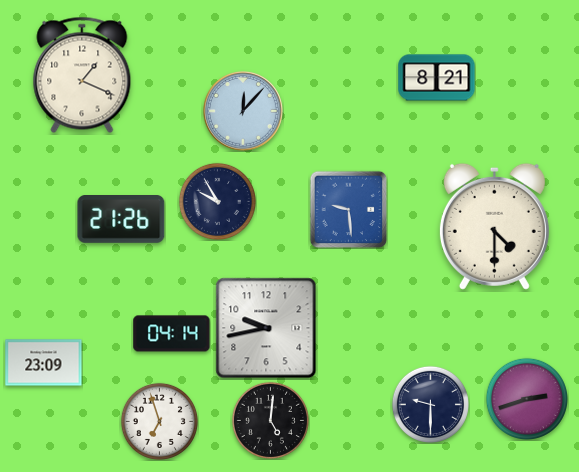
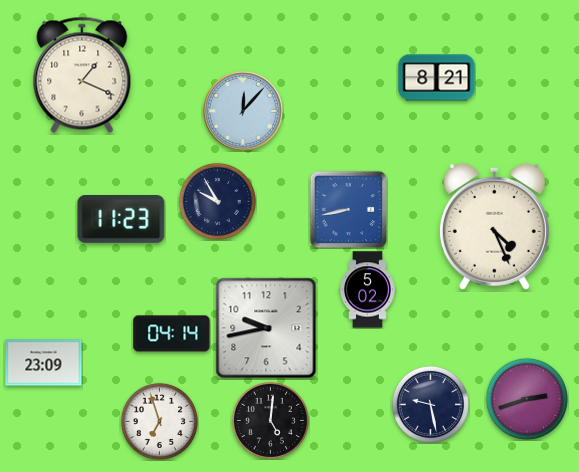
clock at (348, 209): 9:29 -> 8:43
clock at (121, 220): 21:26 -> 11:23
clock at (494, 226): 4:30 -> 4:26
clock at (368, 290): none -> 5:02
clock at (430, 404): 9:30 -> 9:28
